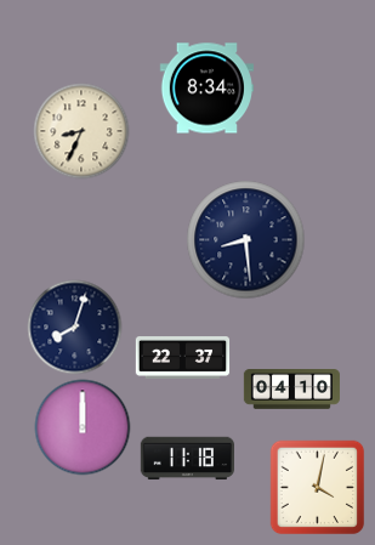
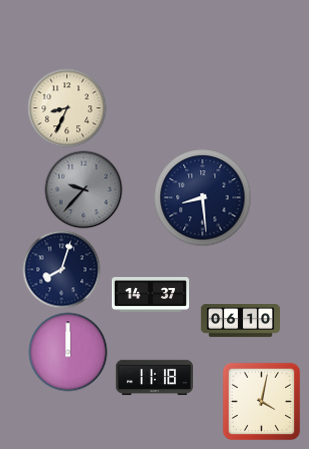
clock at (206, 89): 8:34 -> none
clock at (83, 189): none -> 9:37
clock at (182, 358): 22:37 -> 14:37
clock at (291, 390): 04:10 -> 06:10
